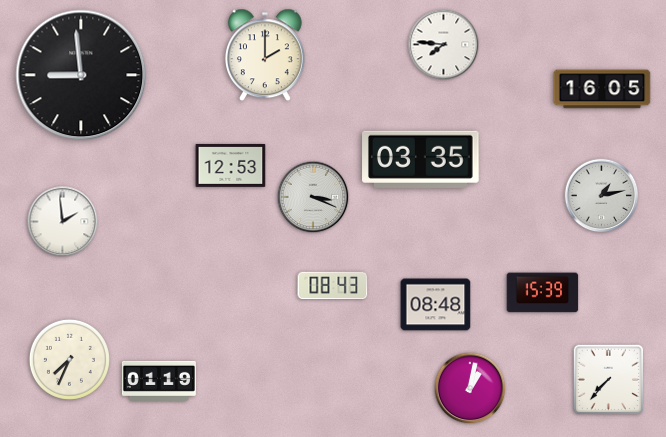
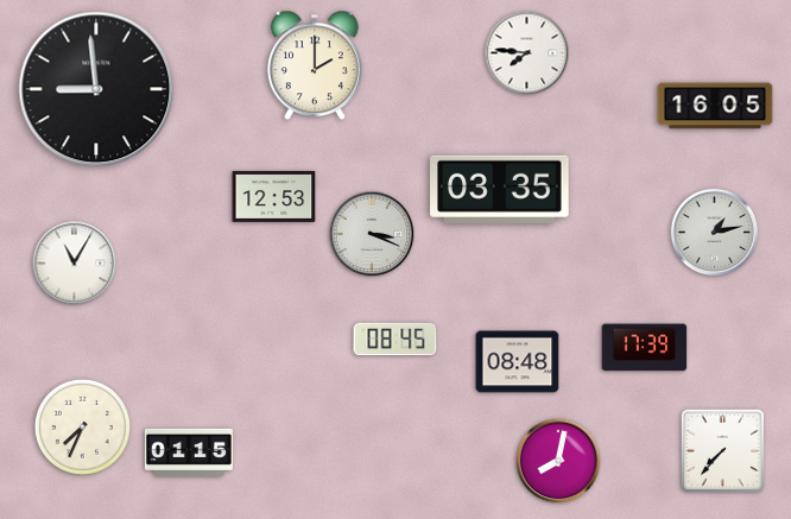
clock at (63, 222): 1:59 -> 11:05
clock at (333, 286): 08:43 -> 08:45
clock at (543, 293): 15:39 -> 17:39
clock at (159, 381): 01:19 -> 01:15
clock at (470, 388): 1:02 -> 8:02
